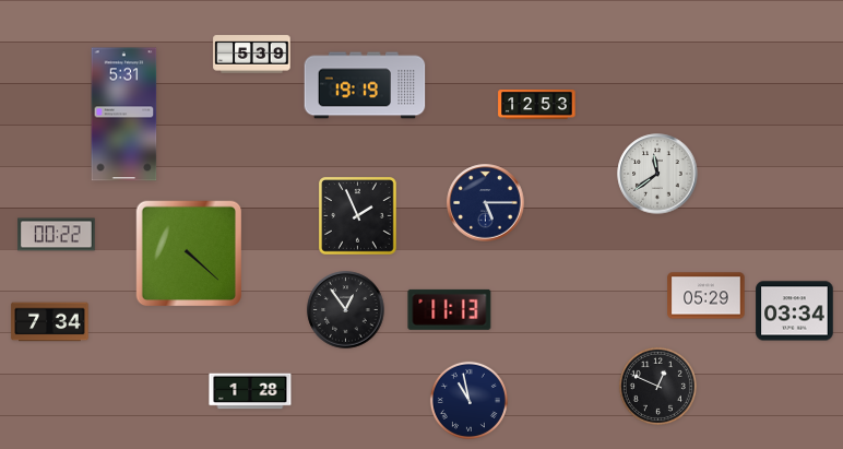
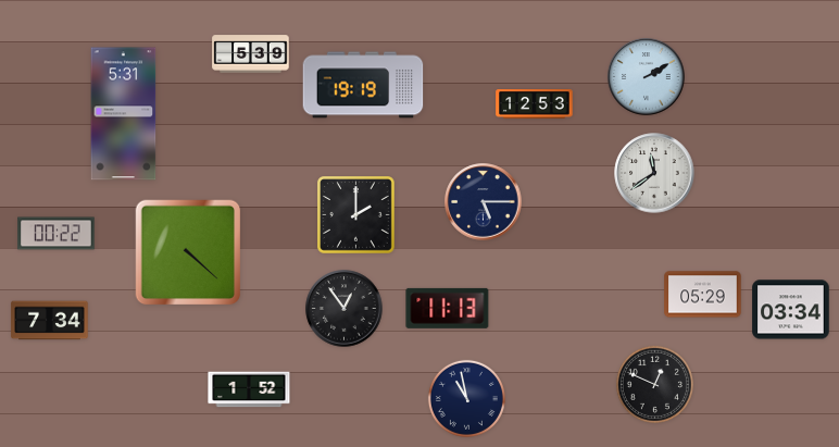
clock at (647, 77): none -> 2:10
clock at (358, 216): 1:56 -> 2:00
clock at (250, 391): 1:28 -> 1:52
